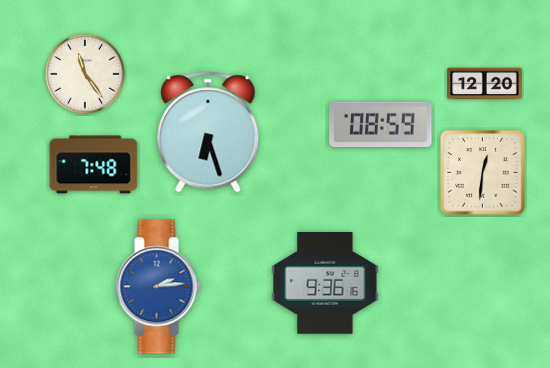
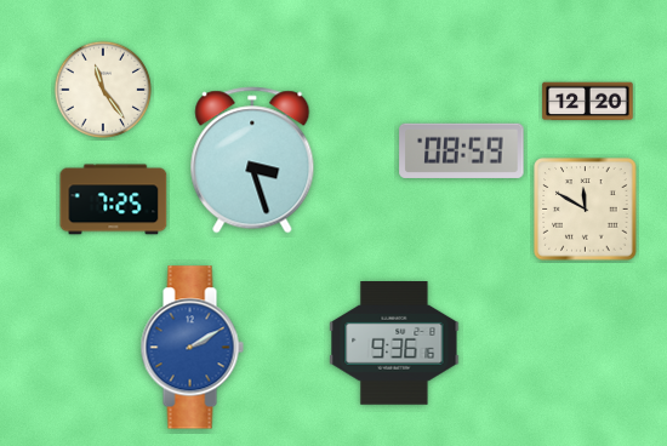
clock at (208, 132): 6:27 -> 3:27
clock at (94, 165): 7:48 -> 7:25
clock at (483, 173): 12:31 -> 11:50
clock at (158, 287): 2:14 -> 2:10
